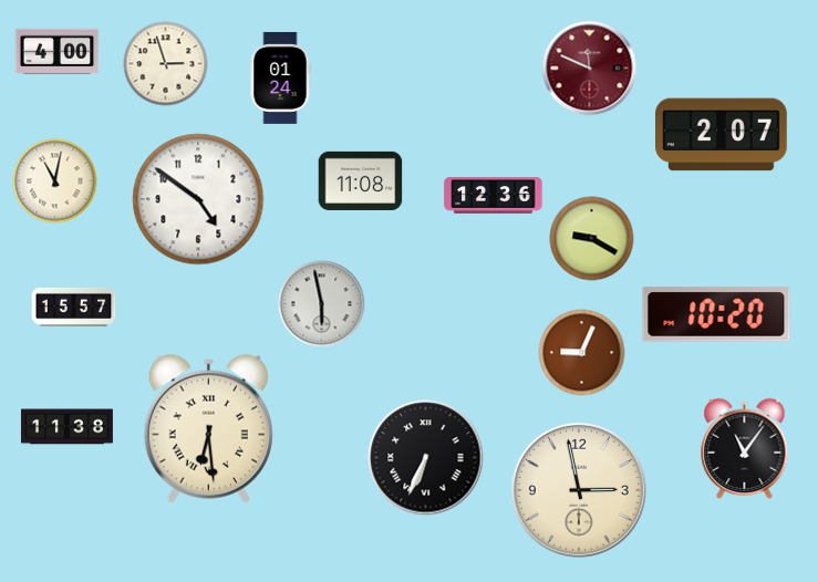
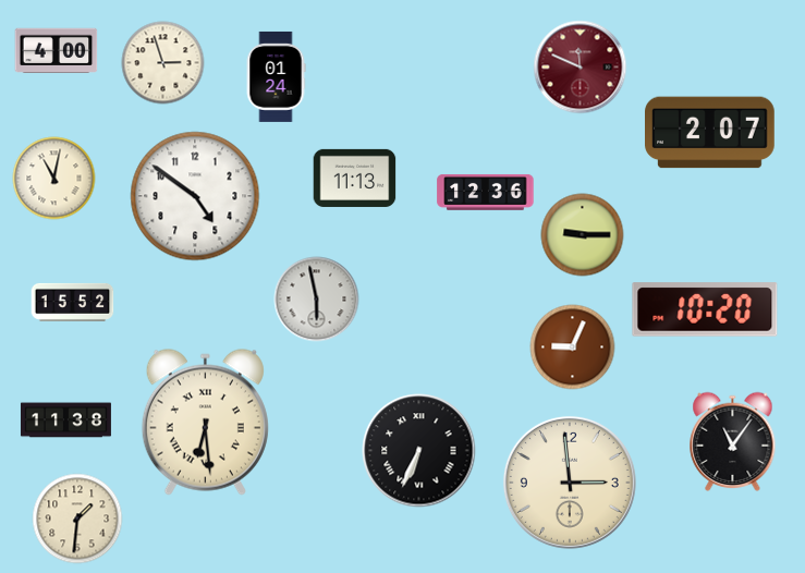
clock at (361, 180): 11:08 -> 11:13
clock at (592, 239): 9:20 -> 9:15
clock at (74, 306): 15:57 -> 15:52
clock at (579, 490): 2:58 -> 2:59
clock at (77, 519): none -> 1:31
